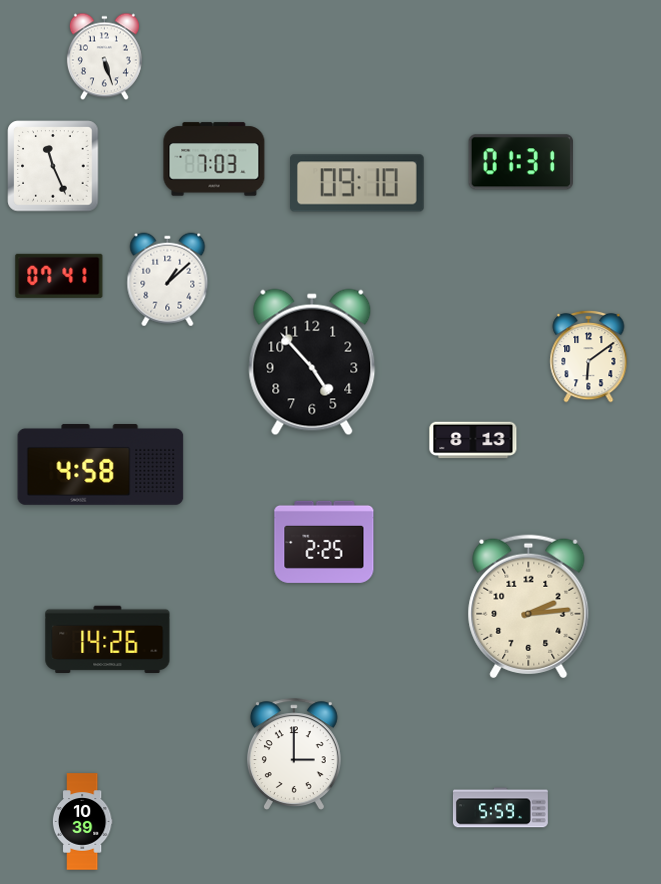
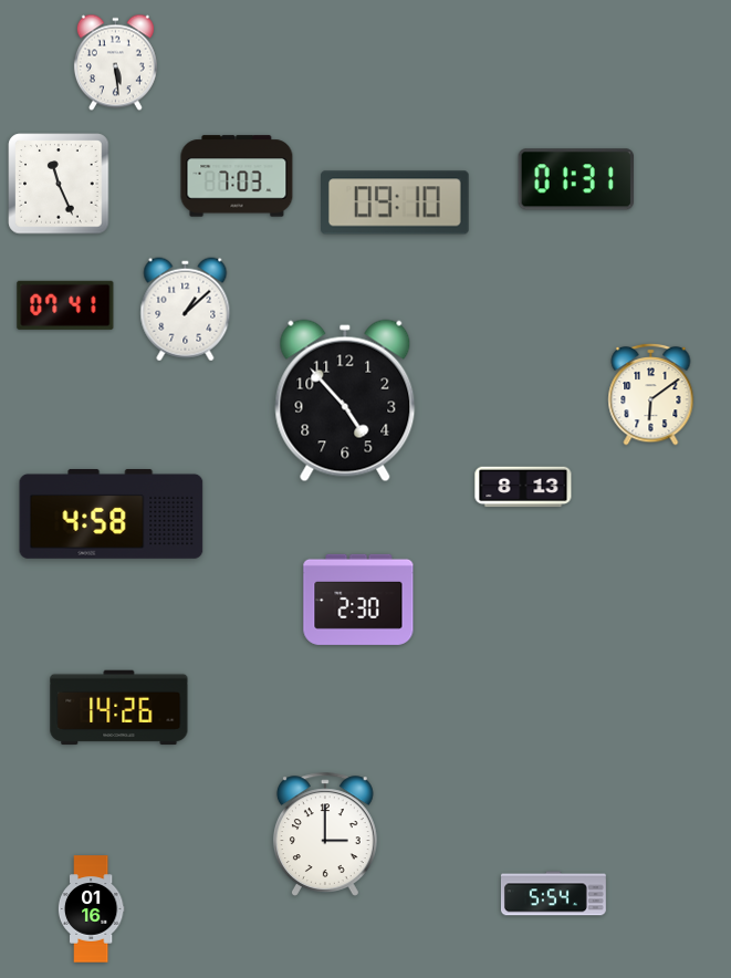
clock at (104, 57): 5:27 -> 5:29
clock at (324, 542): 2:25 -> 2:30
clock at (529, 607): 2:14 -> none
clock at (500, 808): 5:59 -> 5:54
clock at (82, 822): 10:39 -> 01:16
